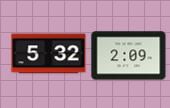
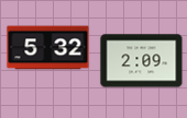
clock at (49, 54) position: (49, 54) -> (48, 48)
